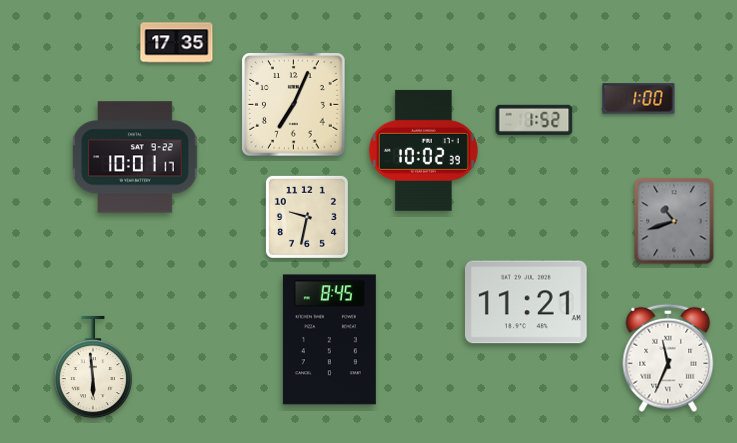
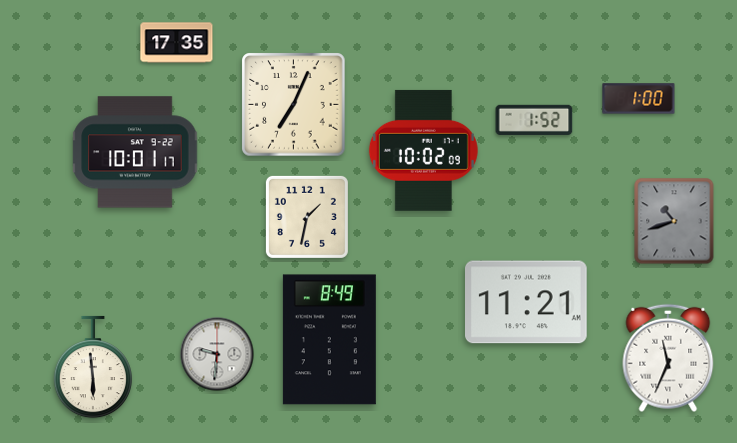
clock at (423, 150): 10:02:39 -> 10:02:09
clock at (135, 157) position: (135, 157) -> (135, 152)
clock at (307, 217): 9:32 -> 1:32
clock at (329, 340): 8:45 -> 8:49
clock at (217, 354): none -> 9:31
